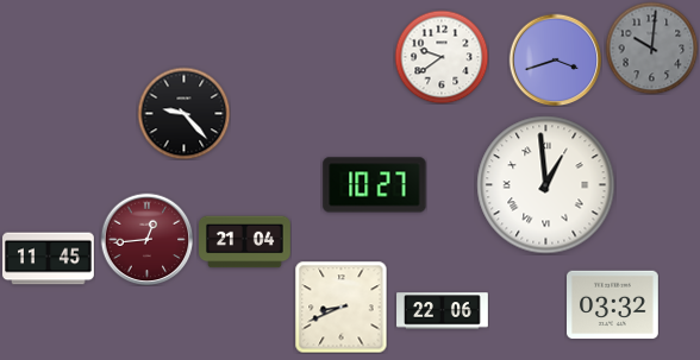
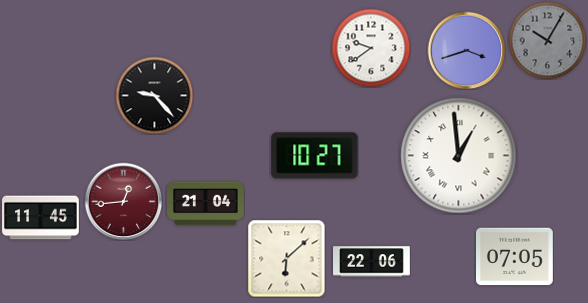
clock at (651, 48): 10:01 -> 10:05
clock at (613, 305): 03:32 -> 07:05
clock at (340, 307): 8:41 -> 6:08
